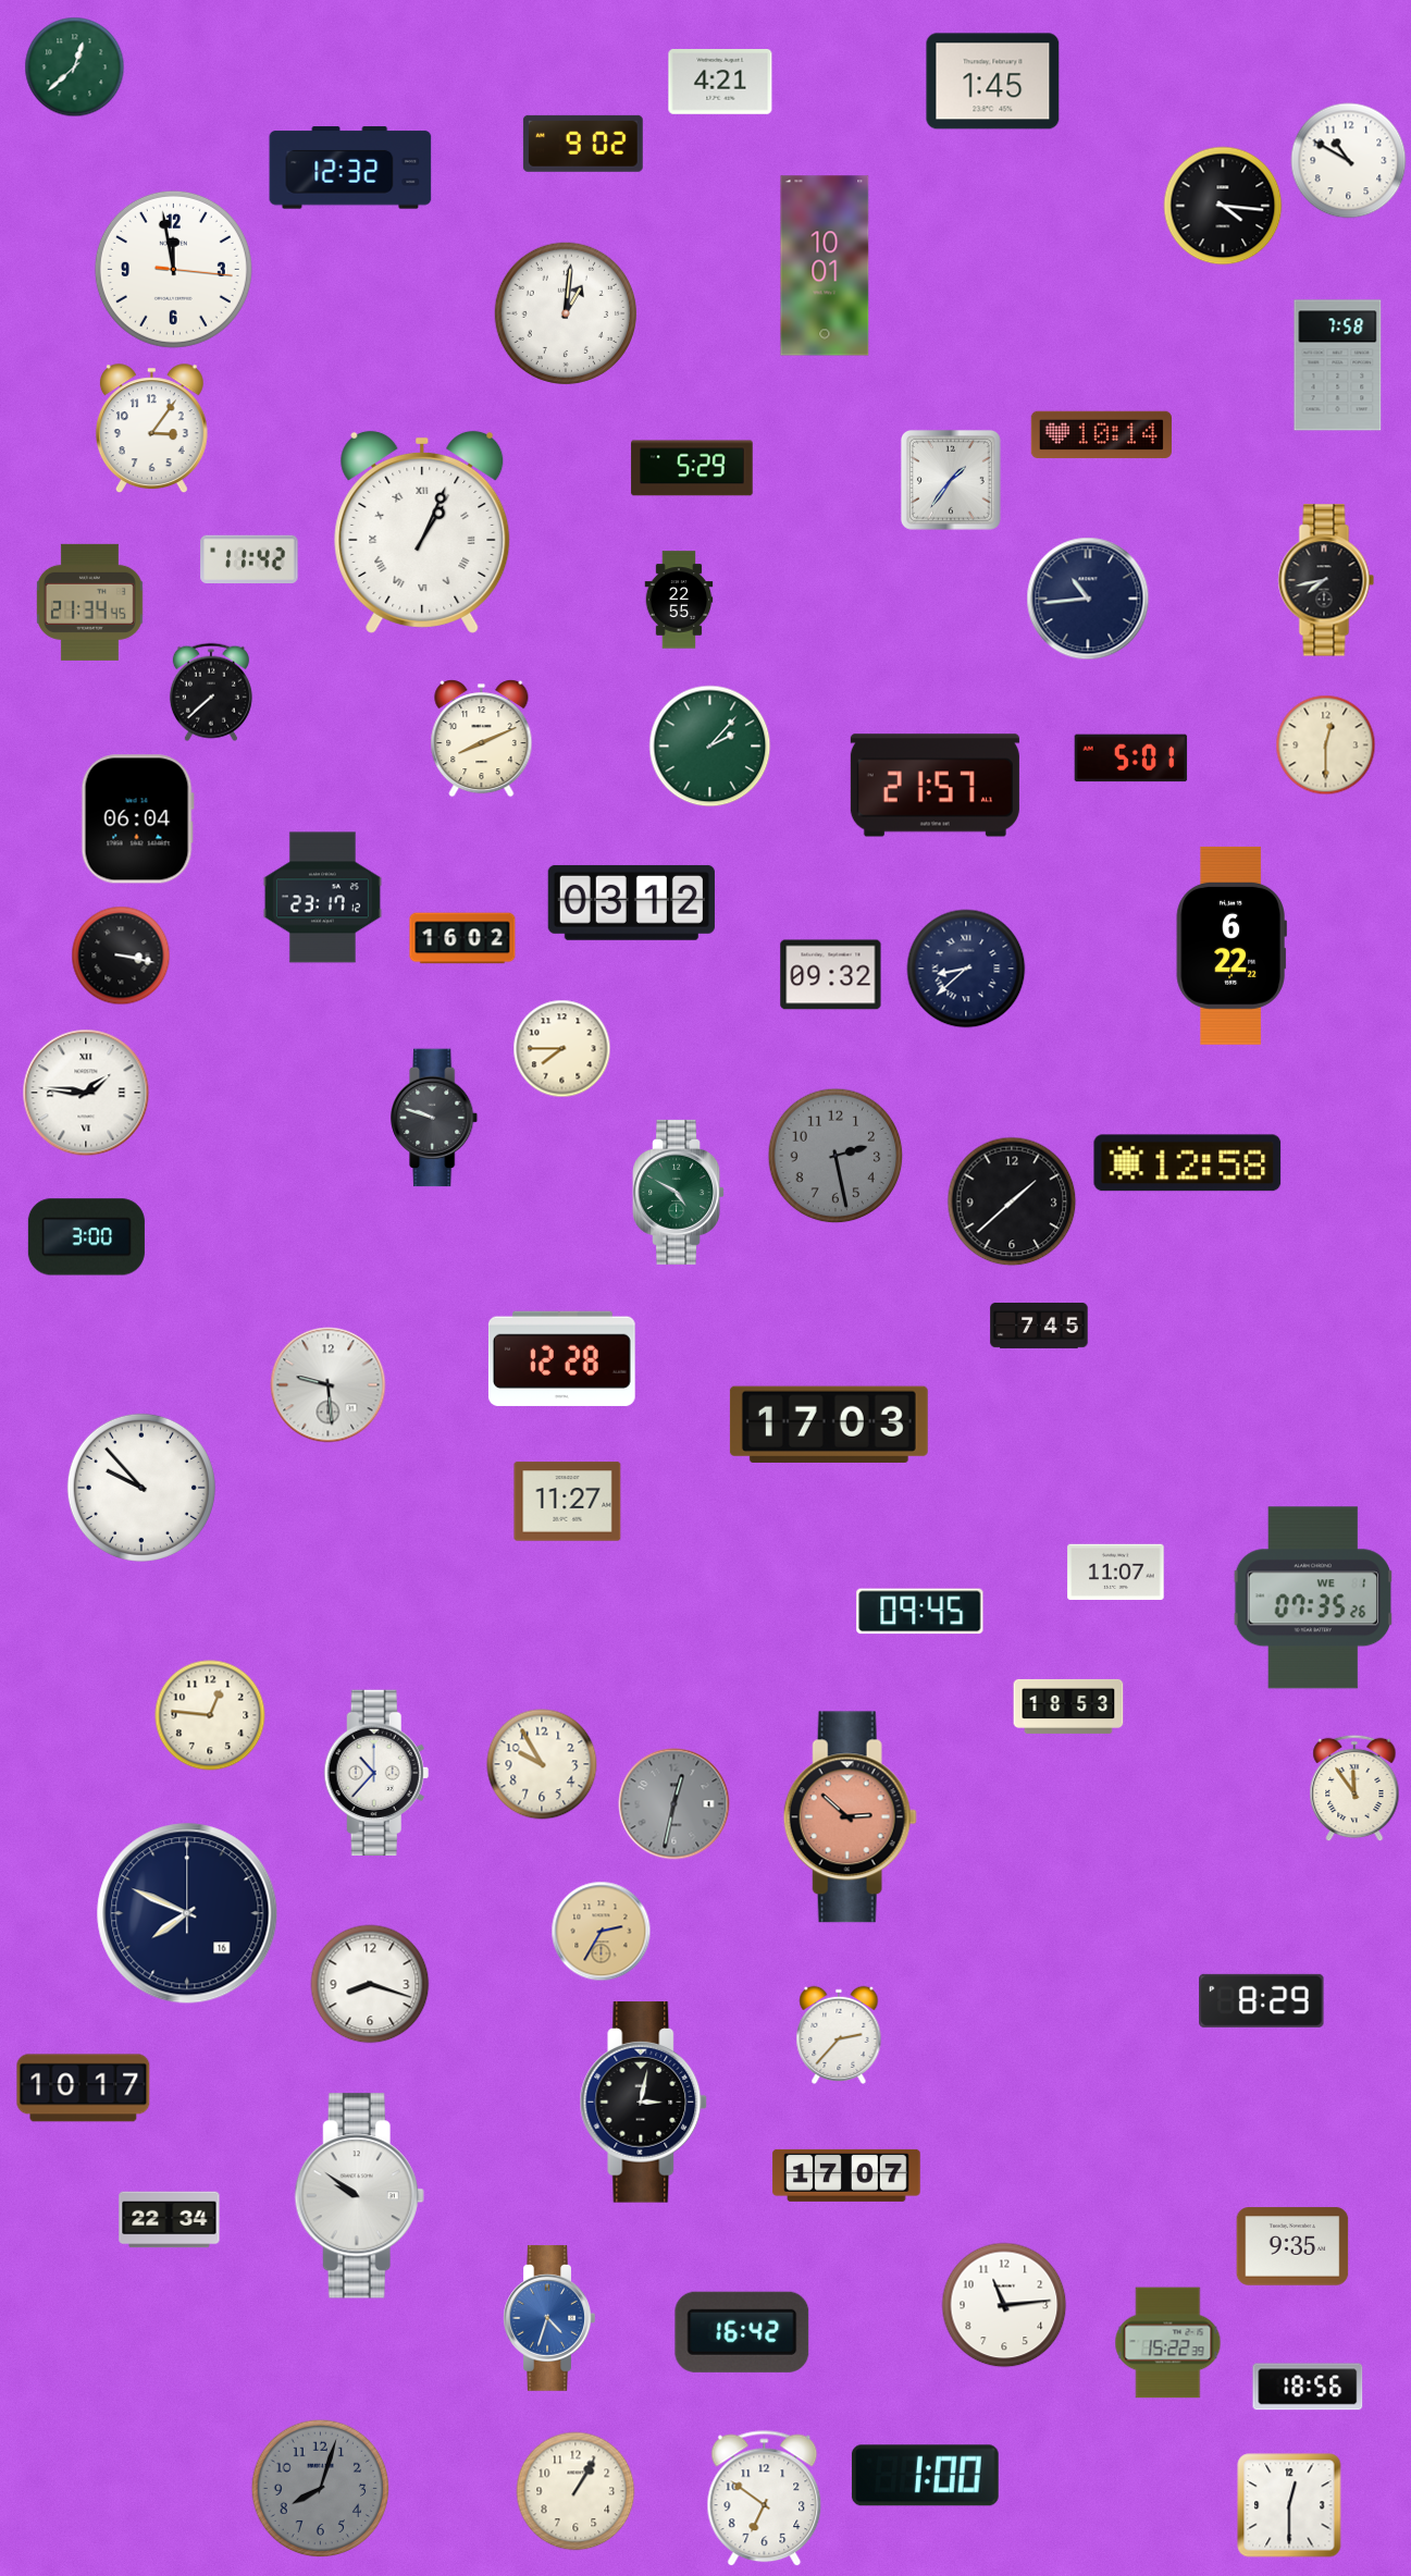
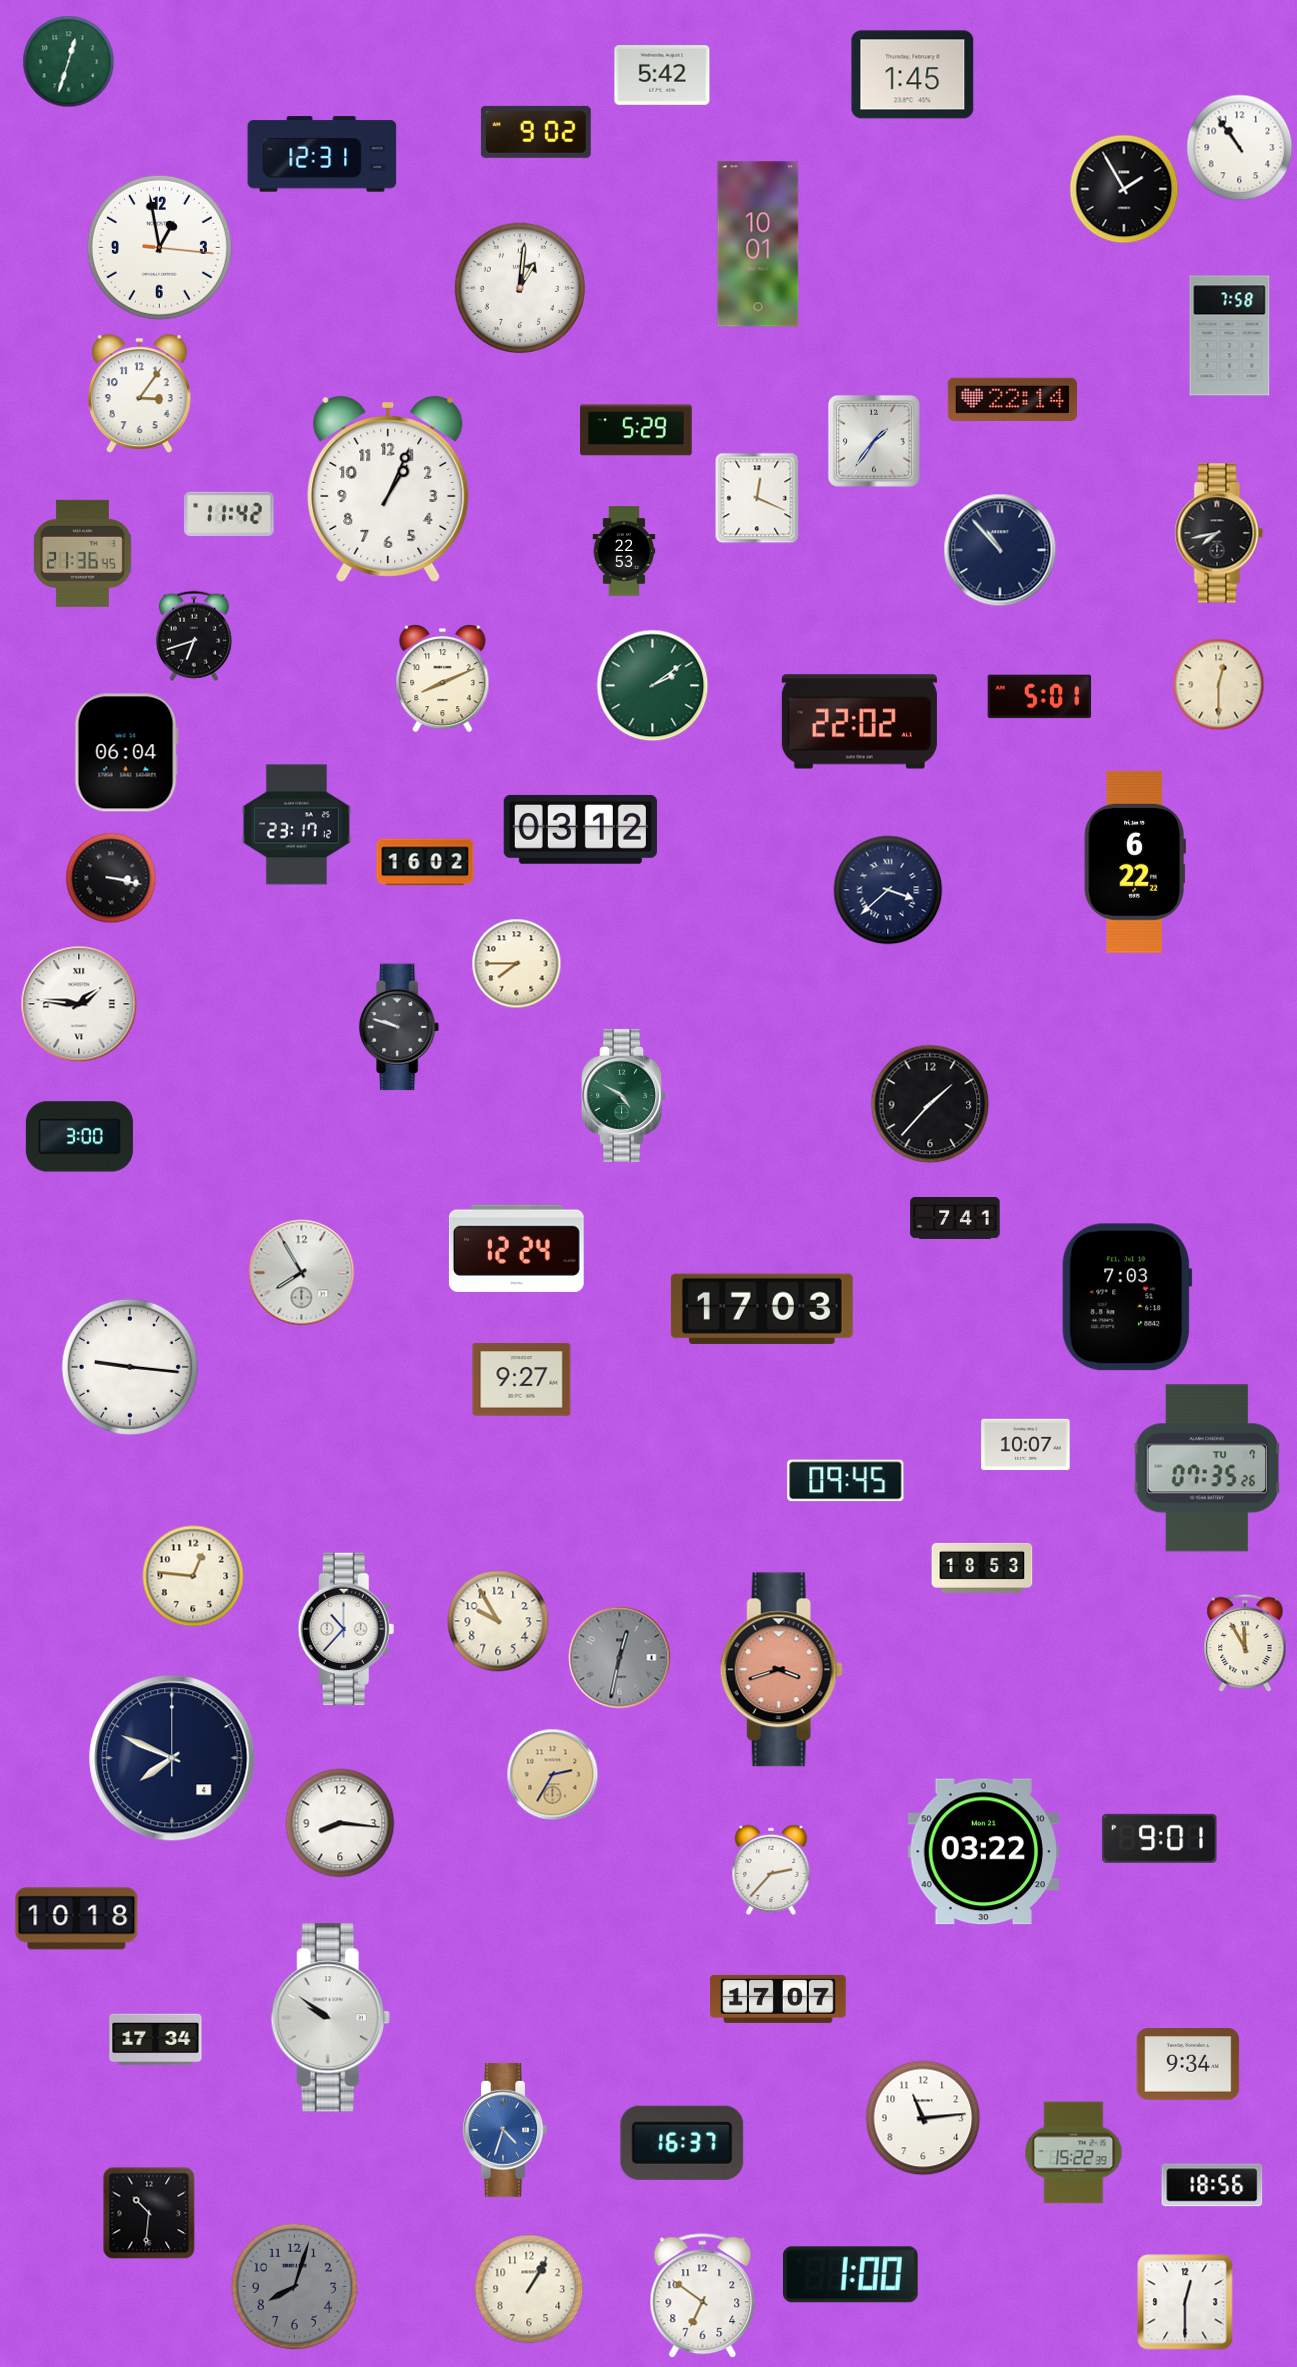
clock at (75, 67): 12:38 -> 12:33
clock at (720, 83): 4:21 -> 5:42
clock at (1349, 161): 10:50 -> 10:54
clock at (350, 168): 12:32 -> 12:31
clock at (1223, 206): 4:16 -> 1:55
clock at (173, 269): 11:58 -> 12:58
clock at (1101, 434): 10:14 -> 22:14
clock at (422, 532) numerals: Roman -> Arabic
clock at (757, 498): none -> 12:19
clock at (1088, 599): 10:44 -> 10:53
clock at (679, 600): 22:55 -> 22:53
clock at (89, 602): 21:34 -> 21:36
clock at (211, 692): 7:38 -> 6:42
clock at (710, 747): 2:07 -> 2:09
clock at (935, 786): 21:57 -> 22:02
clock at (1231, 946) position: (1231, 946) -> (1135, 862)
clock at (966, 969): 8:38 -> 3:38
clock at (831, 975): 09:32 -> none
clock at (836, 1156): 2:28 -> none
clock at (1188, 1163): 12:58 -> none
clock at (1012, 1201): 1:38 -> 1:37
clock at (1039, 1327): 7:45 -> 7:41
clock at (561, 1358): 12:28 -> 12:24
clock at (329, 1385): 9:29 -> 7:55
clock at (1127, 1297): none -> 7:03
clock at (141, 1488): 9:53 -> 9:16
clock at (568, 1502): 11:27 -> 9:27
clock at (1116, 1573): 11:07 -> 10:07
clock at (1313, 1598) date: WE 1 -> TU 7
clock at (1354, 1788): 11:54 -> 11:55
clock at (850, 1817): 2:52 -> 3:42
clock at (187, 1913) date: 16 -> 4
clock at (370, 1984): 8:18 -> 8:16
clock at (1262, 2000): 8:29 -> 9:01
clock at (983, 1852): none -> 03:22
clock at (84, 2088): 10:17 -> 10:18
clock at (644, 2103): 3:02 -> none
clock at (170, 2220): 22:34 -> 17:34
clock at (1292, 2246): 9:35 -> 9:34
clock at (742, 2332): 16:42 -> 16:37
clock at (1308, 2387) position: (1308, 2387) -> (1212, 2185)
clock at (149, 2213): none -> 10:31
